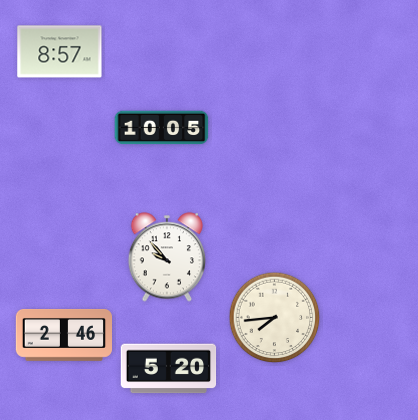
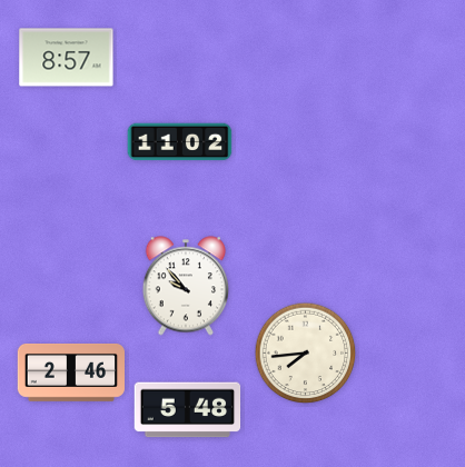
clock at (162, 128): 10:05 -> 11:02
clock at (169, 369): 5:20 -> 5:48
